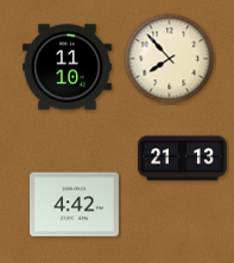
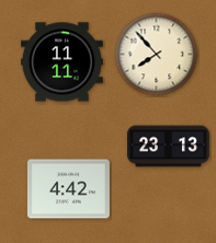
clock at (67, 68): 11:10 -> 11:11
clock at (182, 159): 21:13 -> 23:13
